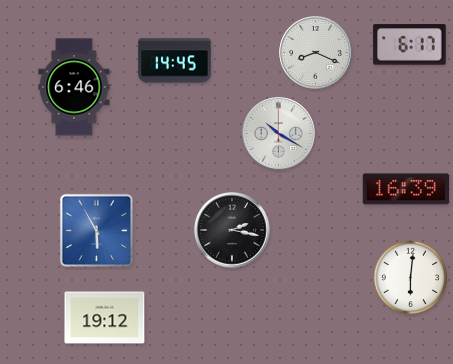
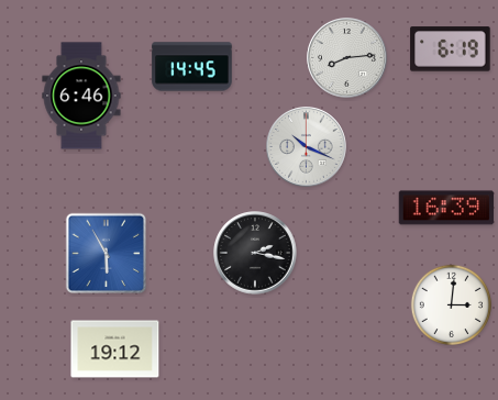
clock at (410, 45): 6:17 -> 6:19
clock at (316, 53): 8:19 -> 8:14
clock at (279, 134): 10:20 -> 10:19
clock at (410, 277): 6:01 -> 3:01
